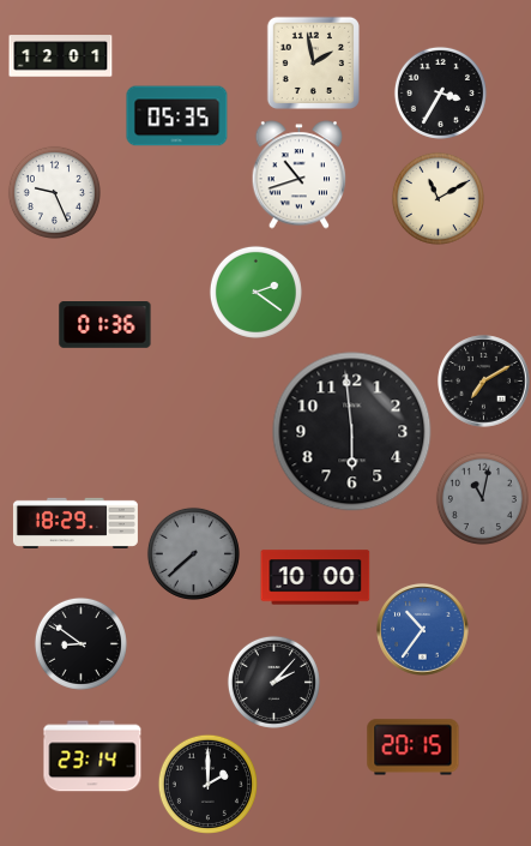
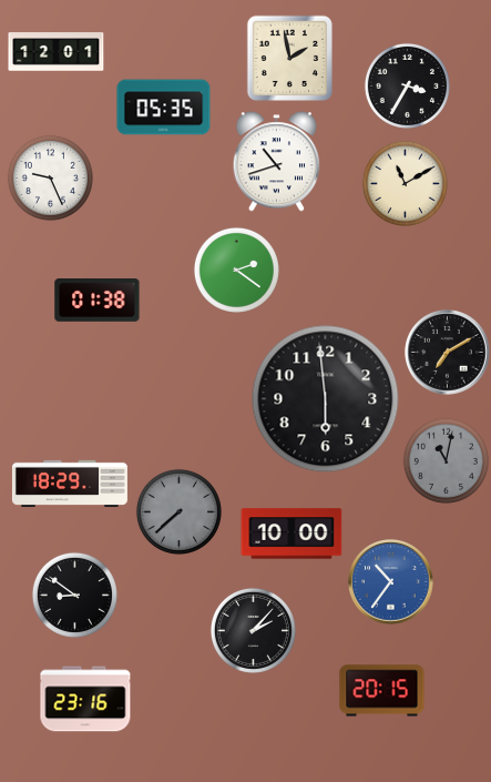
clock at (105, 325): 01:36 -> 01:38
clock at (92, 756): 23:14 -> 23:16
clock at (207, 784): 2:00 -> none
